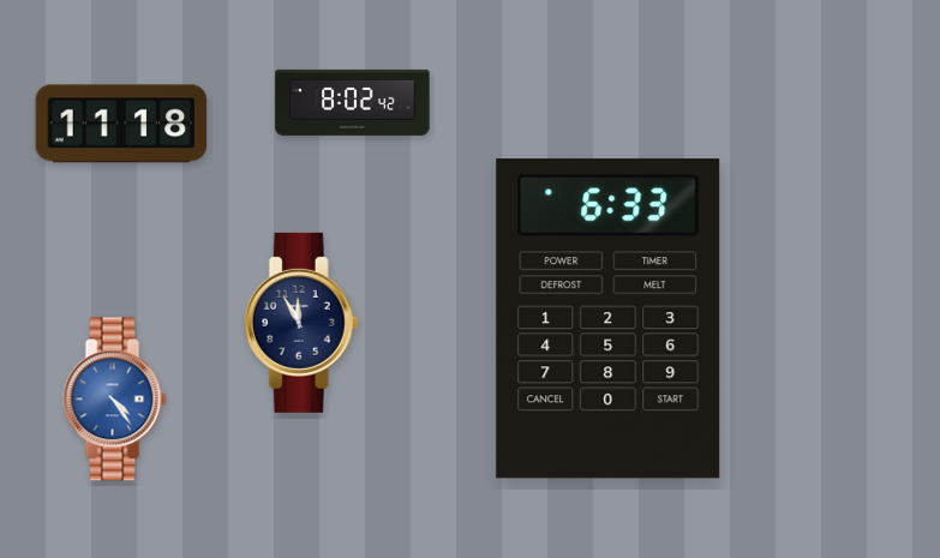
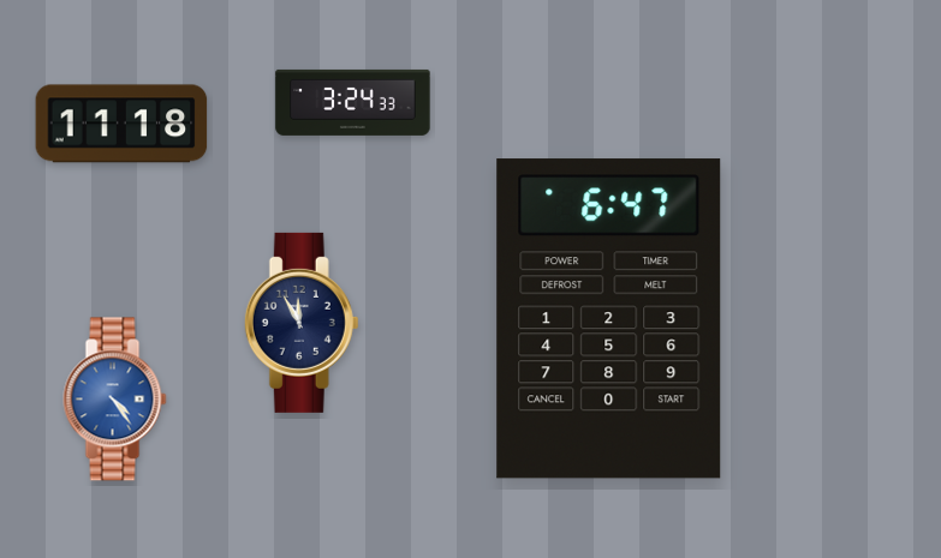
clock at (353, 102): 8:02 -> 3:24
clock at (609, 319): 6:33 -> 6:47
